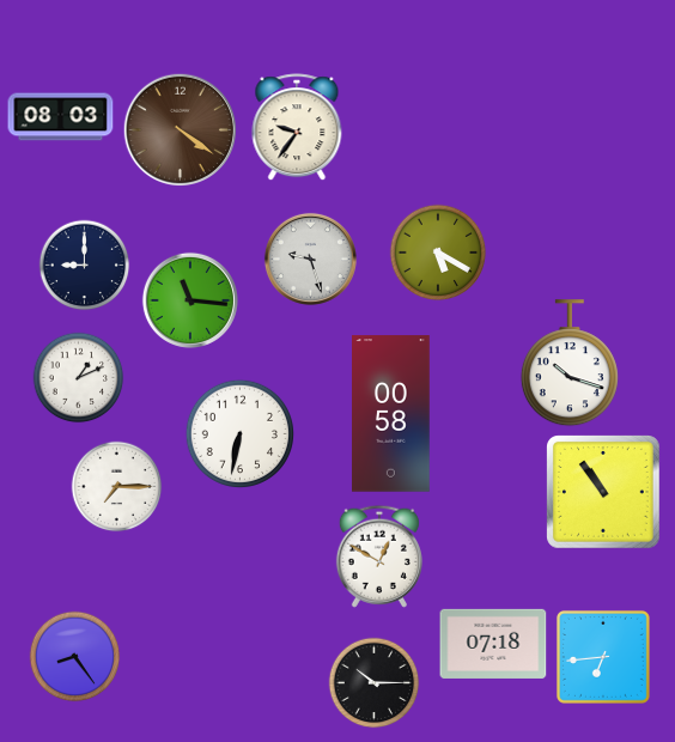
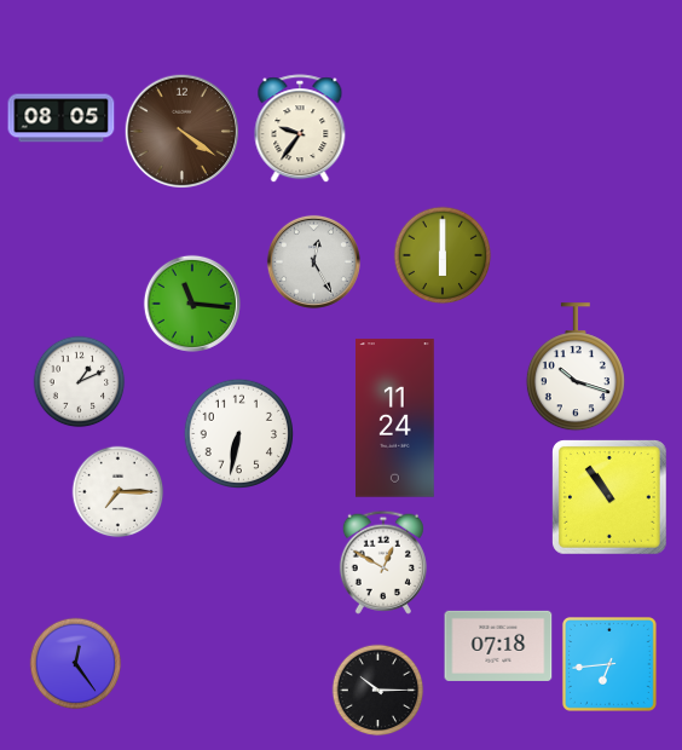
clock at (61, 117): 08:03 -> 08:05
clock at (438, 253): 5:20 -> 6:00
clock at (310, 259): 9:27 -> 12:25
clock at (85, 266): 9:00 -> none
clock at (391, 414): 00:58 -> 11:24
clock at (239, 433) position: (239, 433) -> (238, 433)
clock at (493, 644) position: (493, 644) -> (498, 646)
clock at (75, 657): 8:24 -> 12:24
